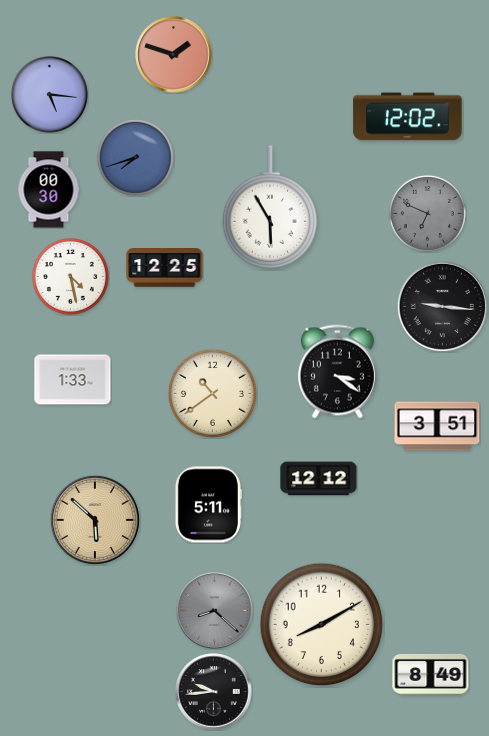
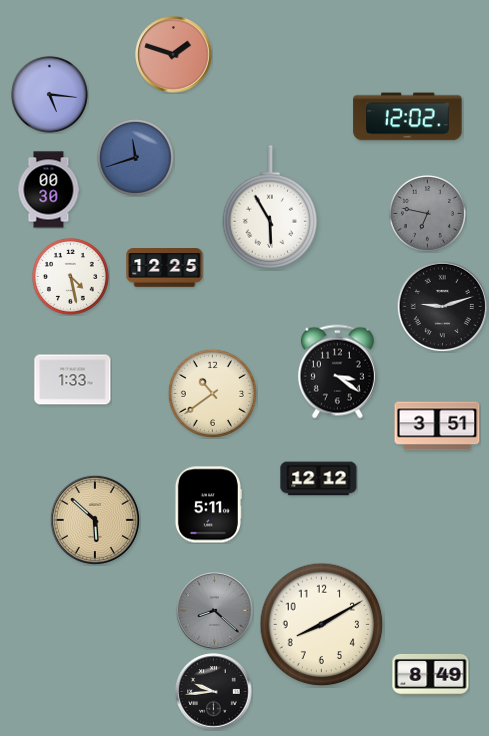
clock at (135, 157): 7:42 -> 11:42
clock at (427, 213): 6:49 -> 6:47
clock at (442, 306): 9:16 -> 9:12
